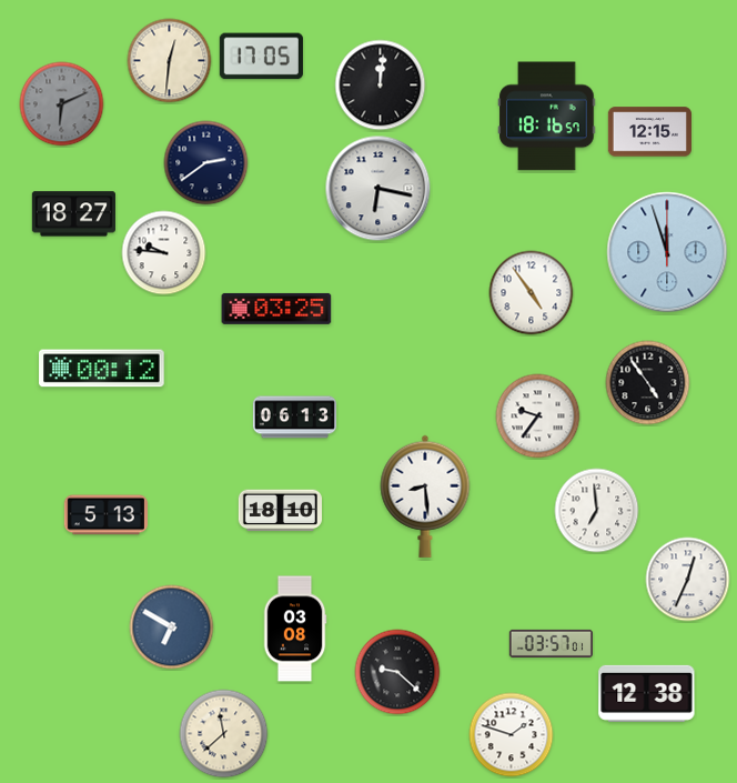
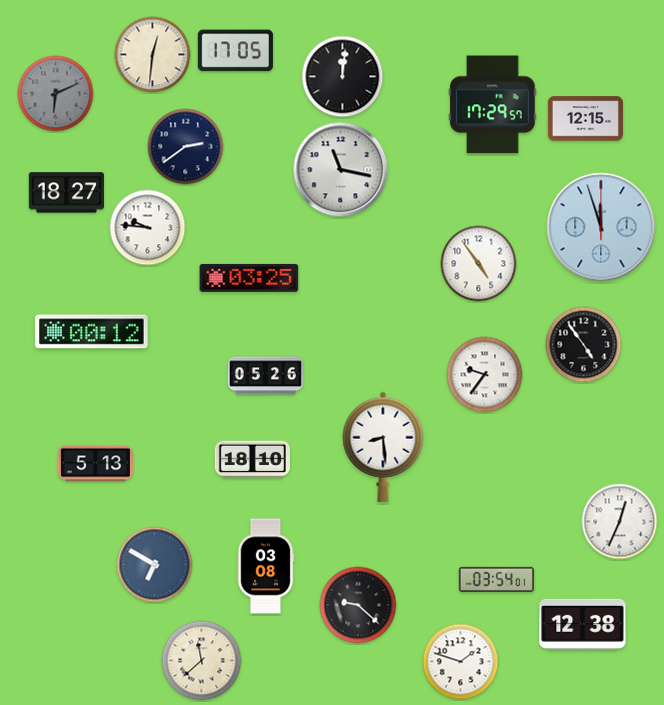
clock at (547, 117): 18:16 -> 17:29
clock at (378, 189): 6:17 -> 11:17
clock at (294, 418): 06:13 -> 05:26
clock at (597, 511): 6:59 -> none
clock at (551, 643): 03:57 -> 03:54
